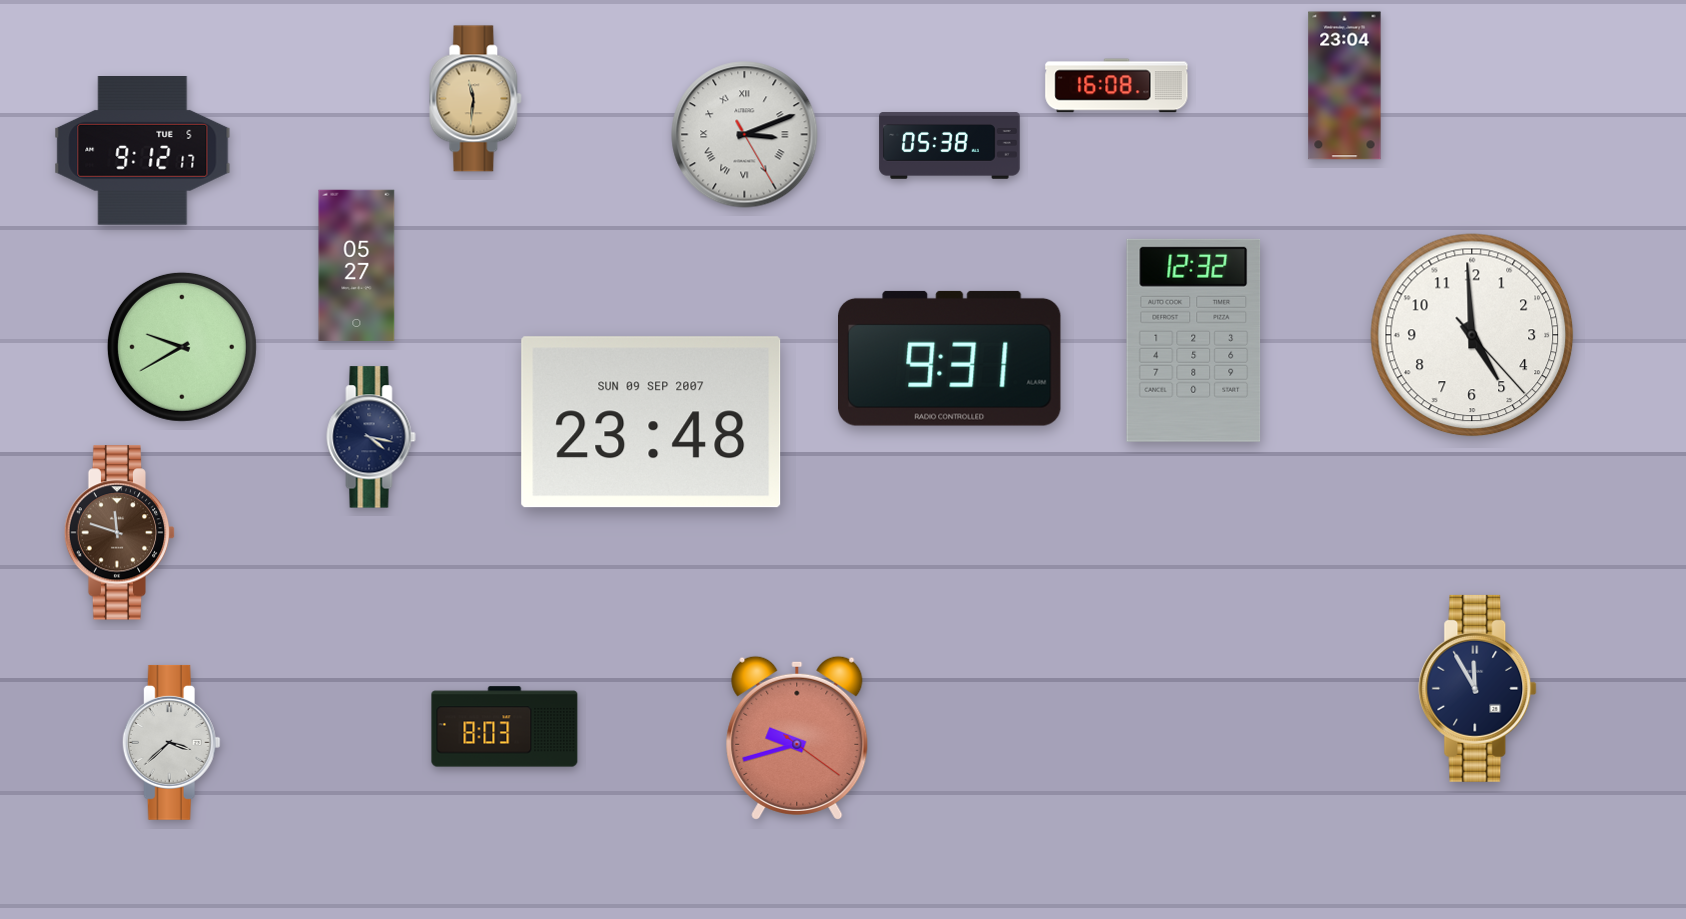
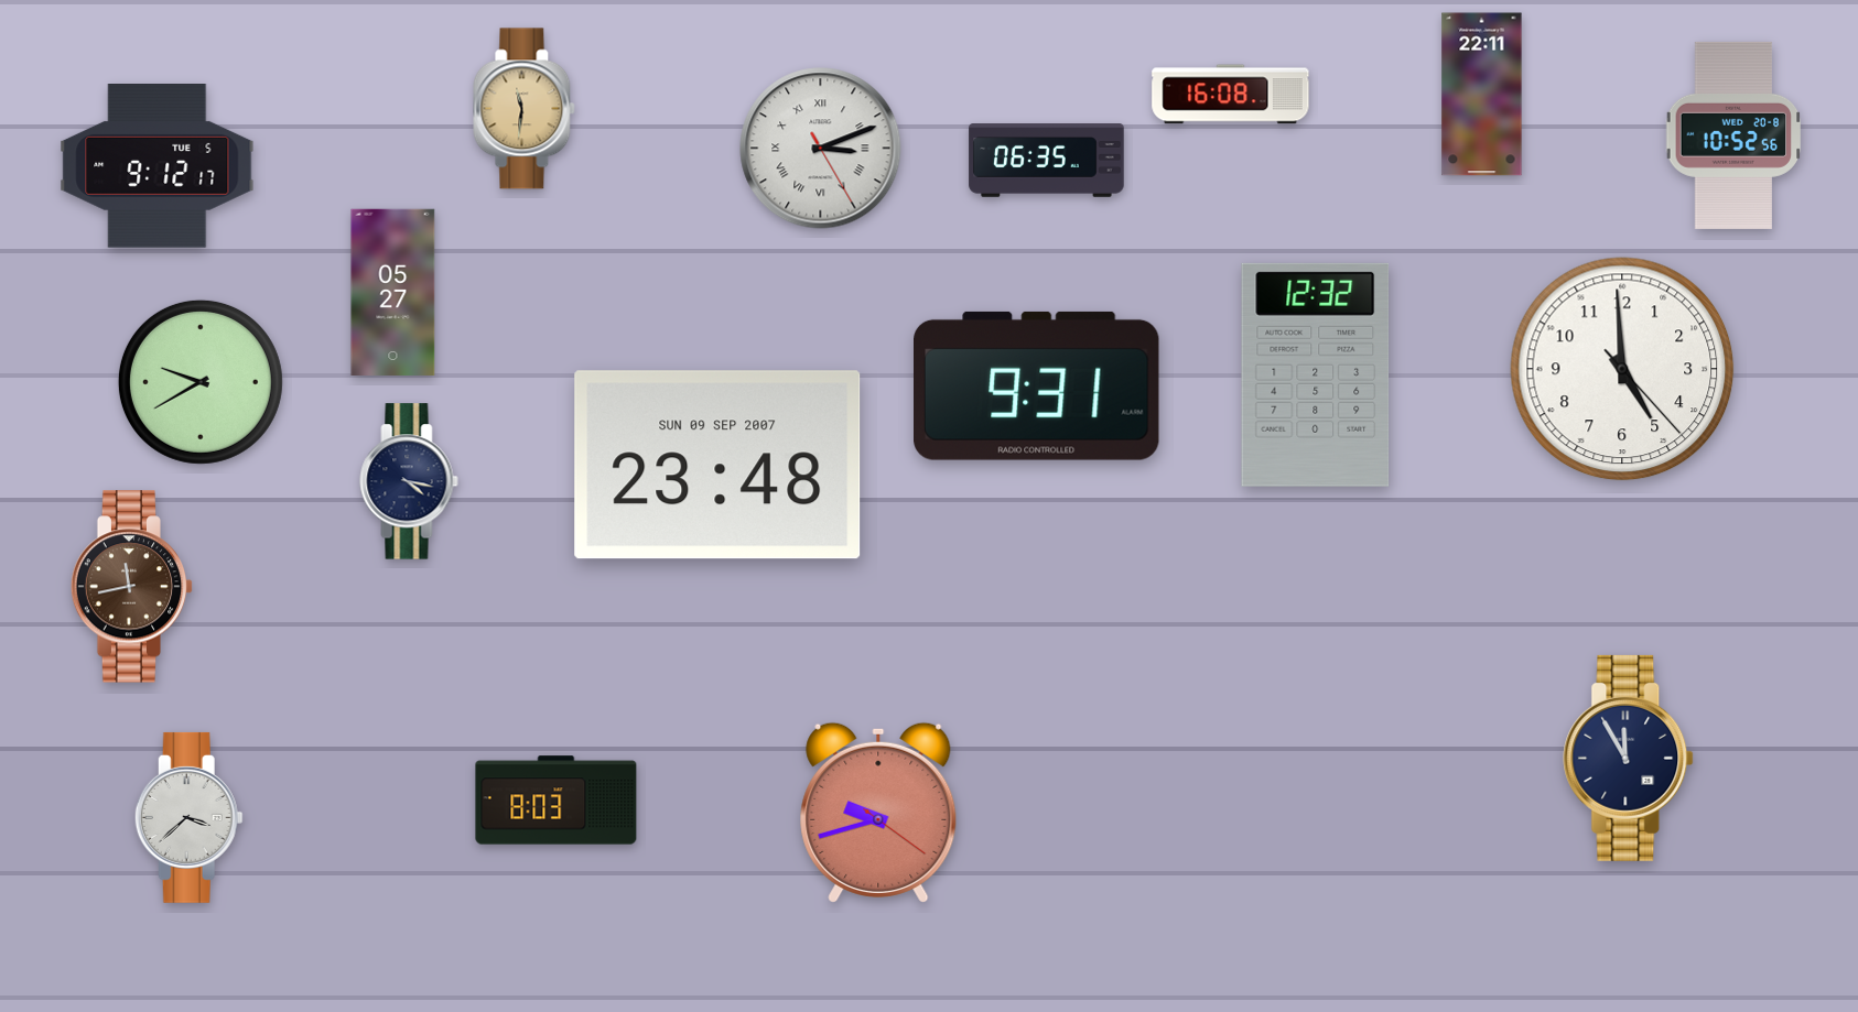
clock at (1345, 86): 23:04 -> 22:11
clock at (1733, 135): none -> 10:52
clock at (950, 146): 05:38 -> 06:35
clock at (949, 358) position: (949, 358) -> (1036, 385)
clock at (120, 533): 11:48 -> 11:43
